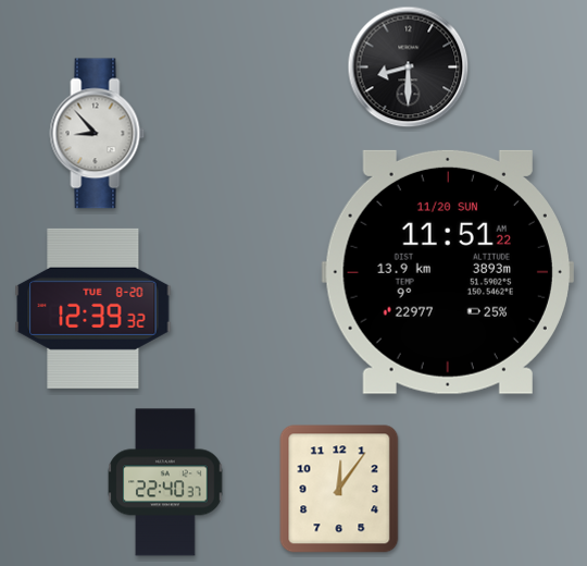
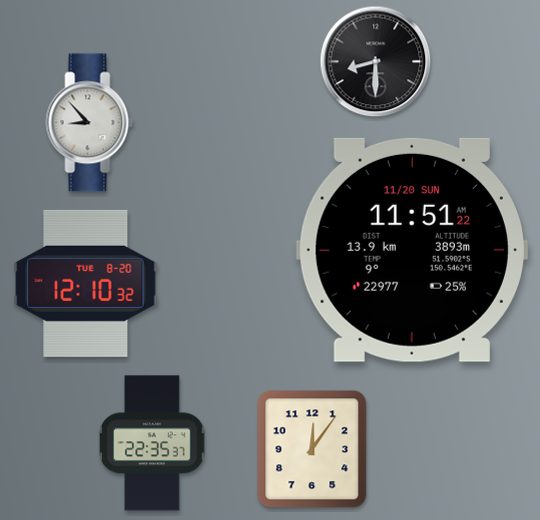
clock at (93, 308): 12:39 -> 12:10
clock at (165, 482): 22:40 -> 22:35
